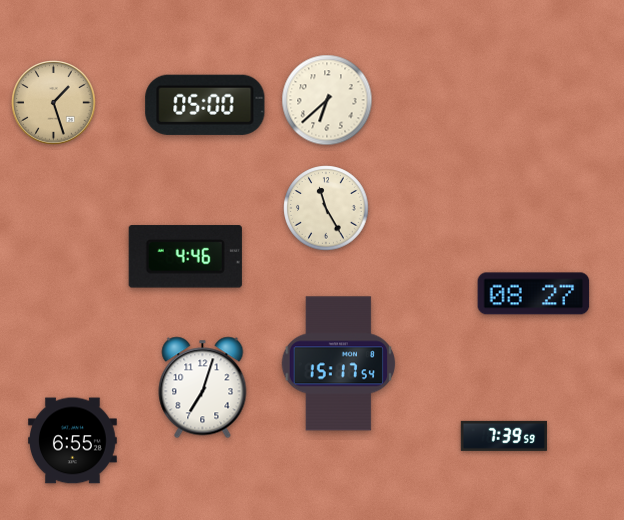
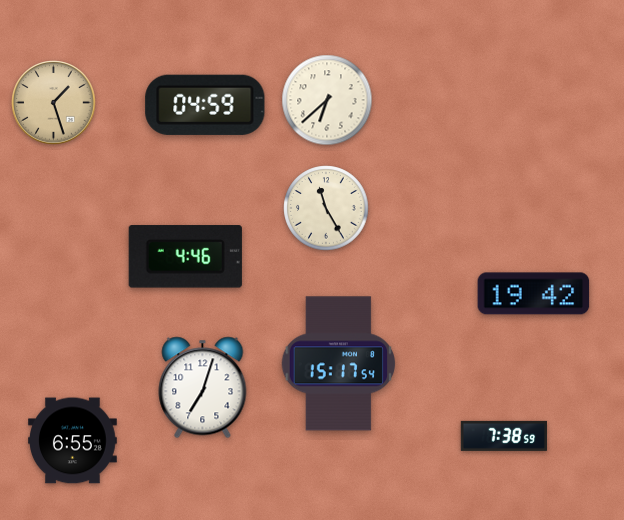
clock at (205, 105): 05:00 -> 04:59
clock at (534, 294): 08:27 -> 19:42
clock at (503, 436): 7:39 -> 7:38
